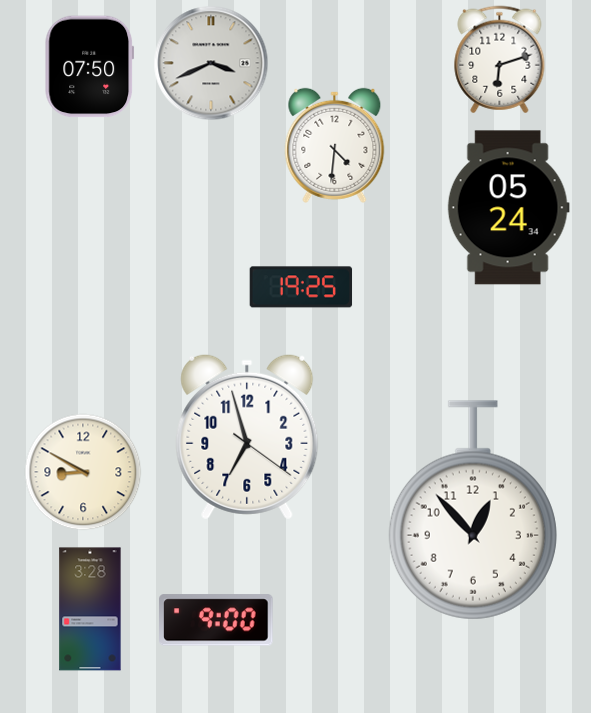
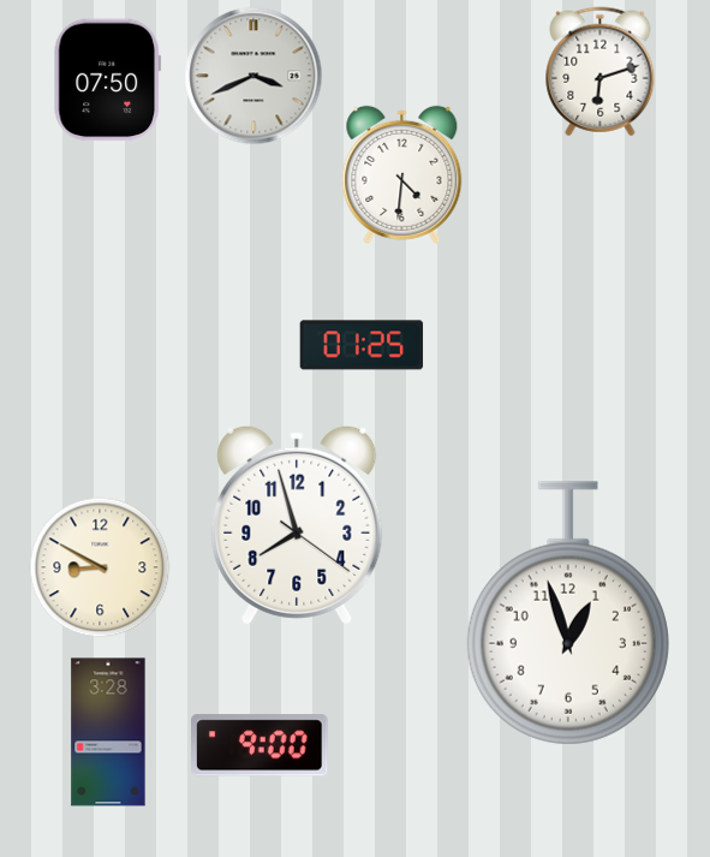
clock at (508, 208): 05:24 -> none
clock at (301, 287): 19:25 -> 01:25
clock at (247, 437): 6:57 -> 7:57
clock at (473, 510): 12:53 -> 12:57
